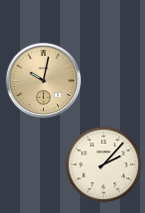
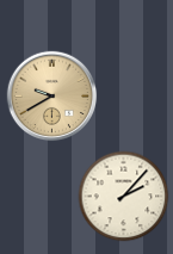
clock at (44, 81): 10:02 -> 9:40
